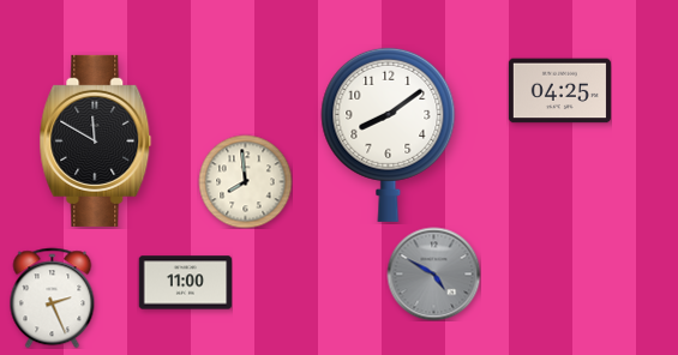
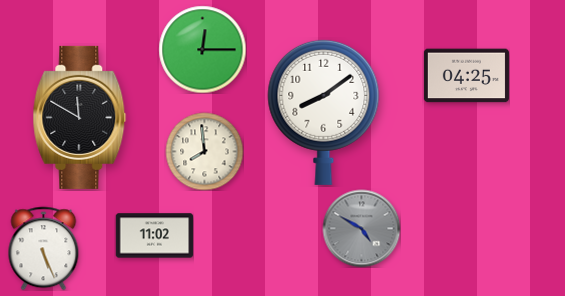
clock at (202, 49): none -> 12:15
clock at (185, 283): 11:00 -> 11:02
clock at (53, 297): 2:26 -> 5:26
